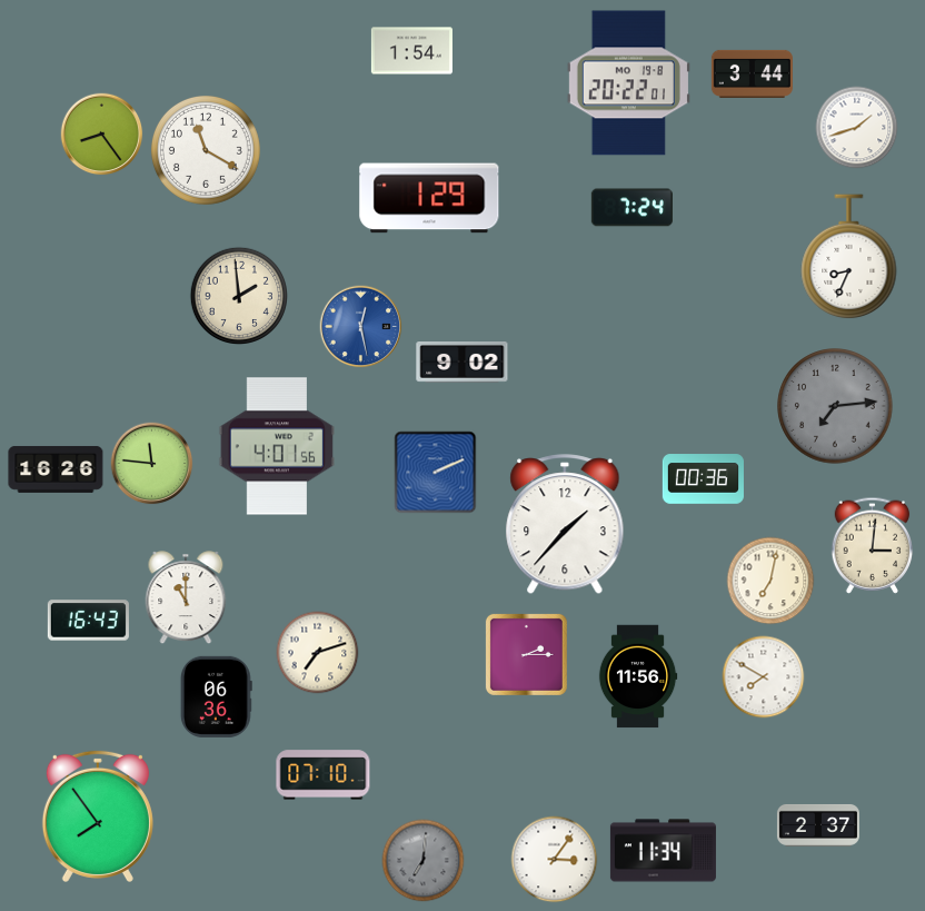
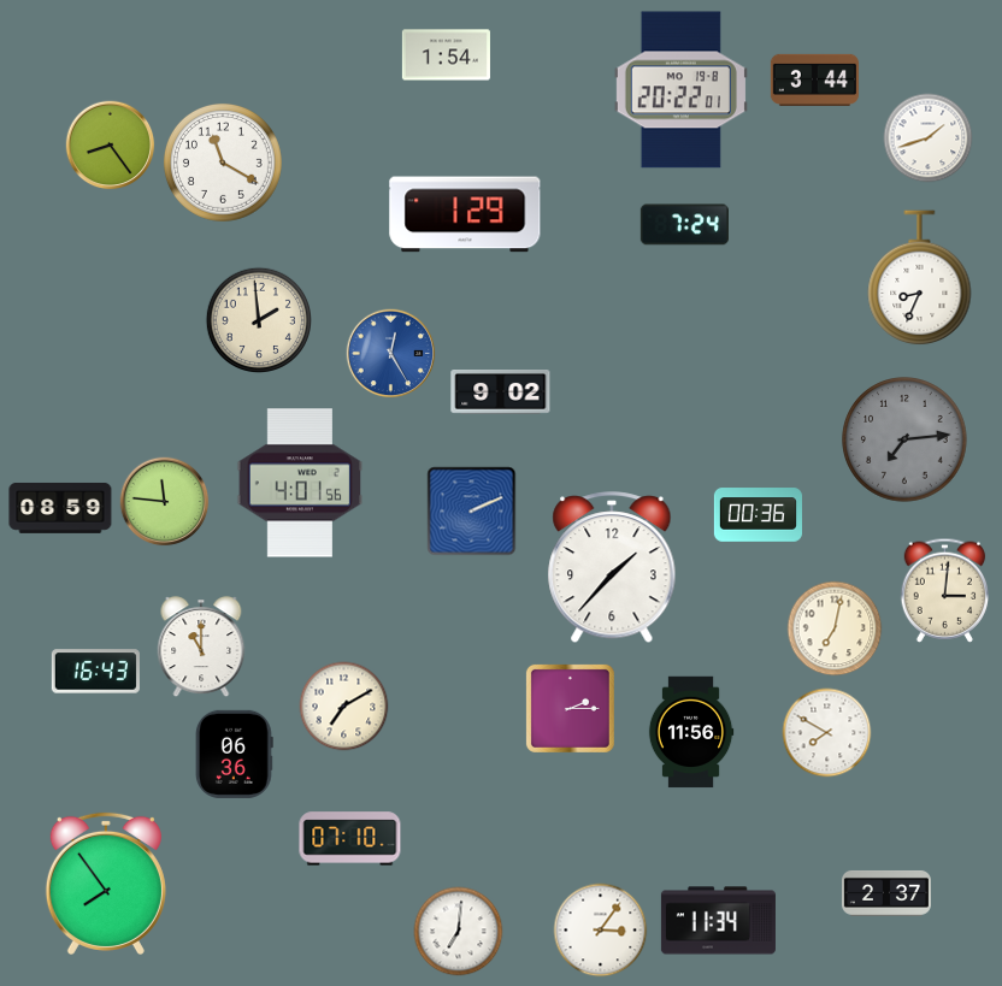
clock at (361, 327): 12:28 -> 12:25
clock at (56, 469): 16:26 -> 08:59
clock at (703, 479) position: (703, 479) -> (758, 515)
clock at (318, 653): 7:12 -> 7:10
clock at (424, 861) dial: grey -> white
